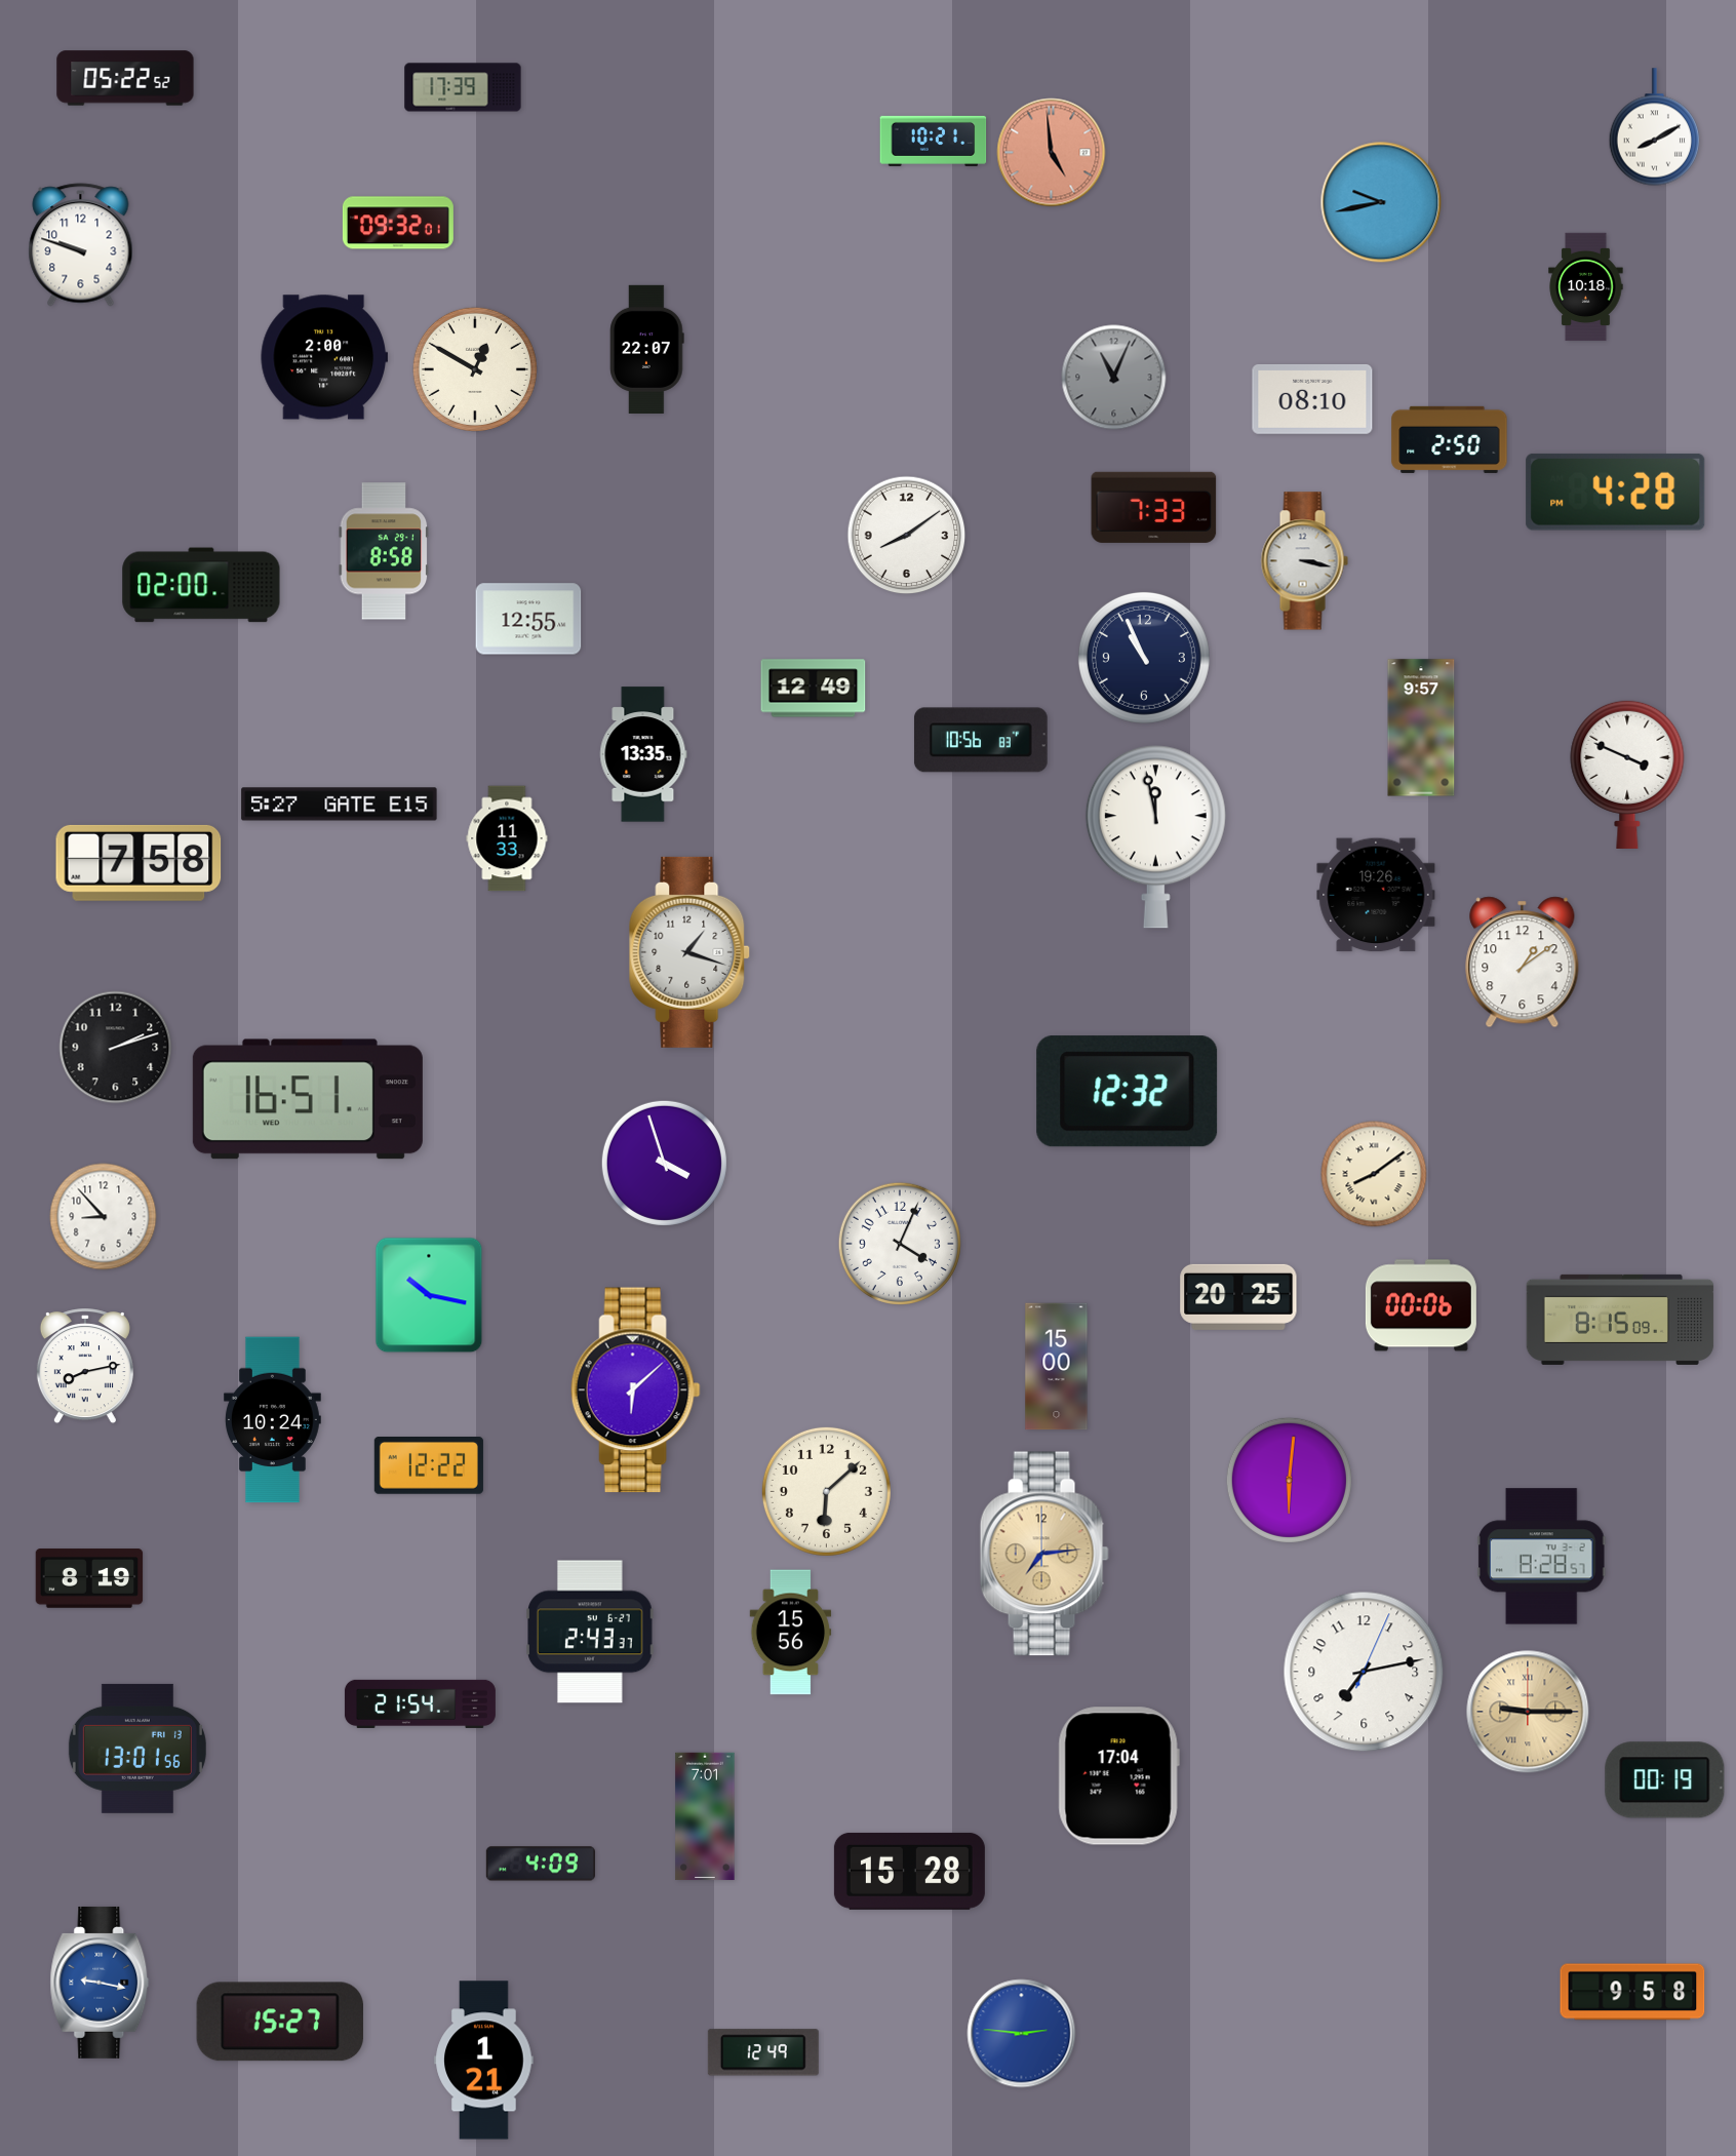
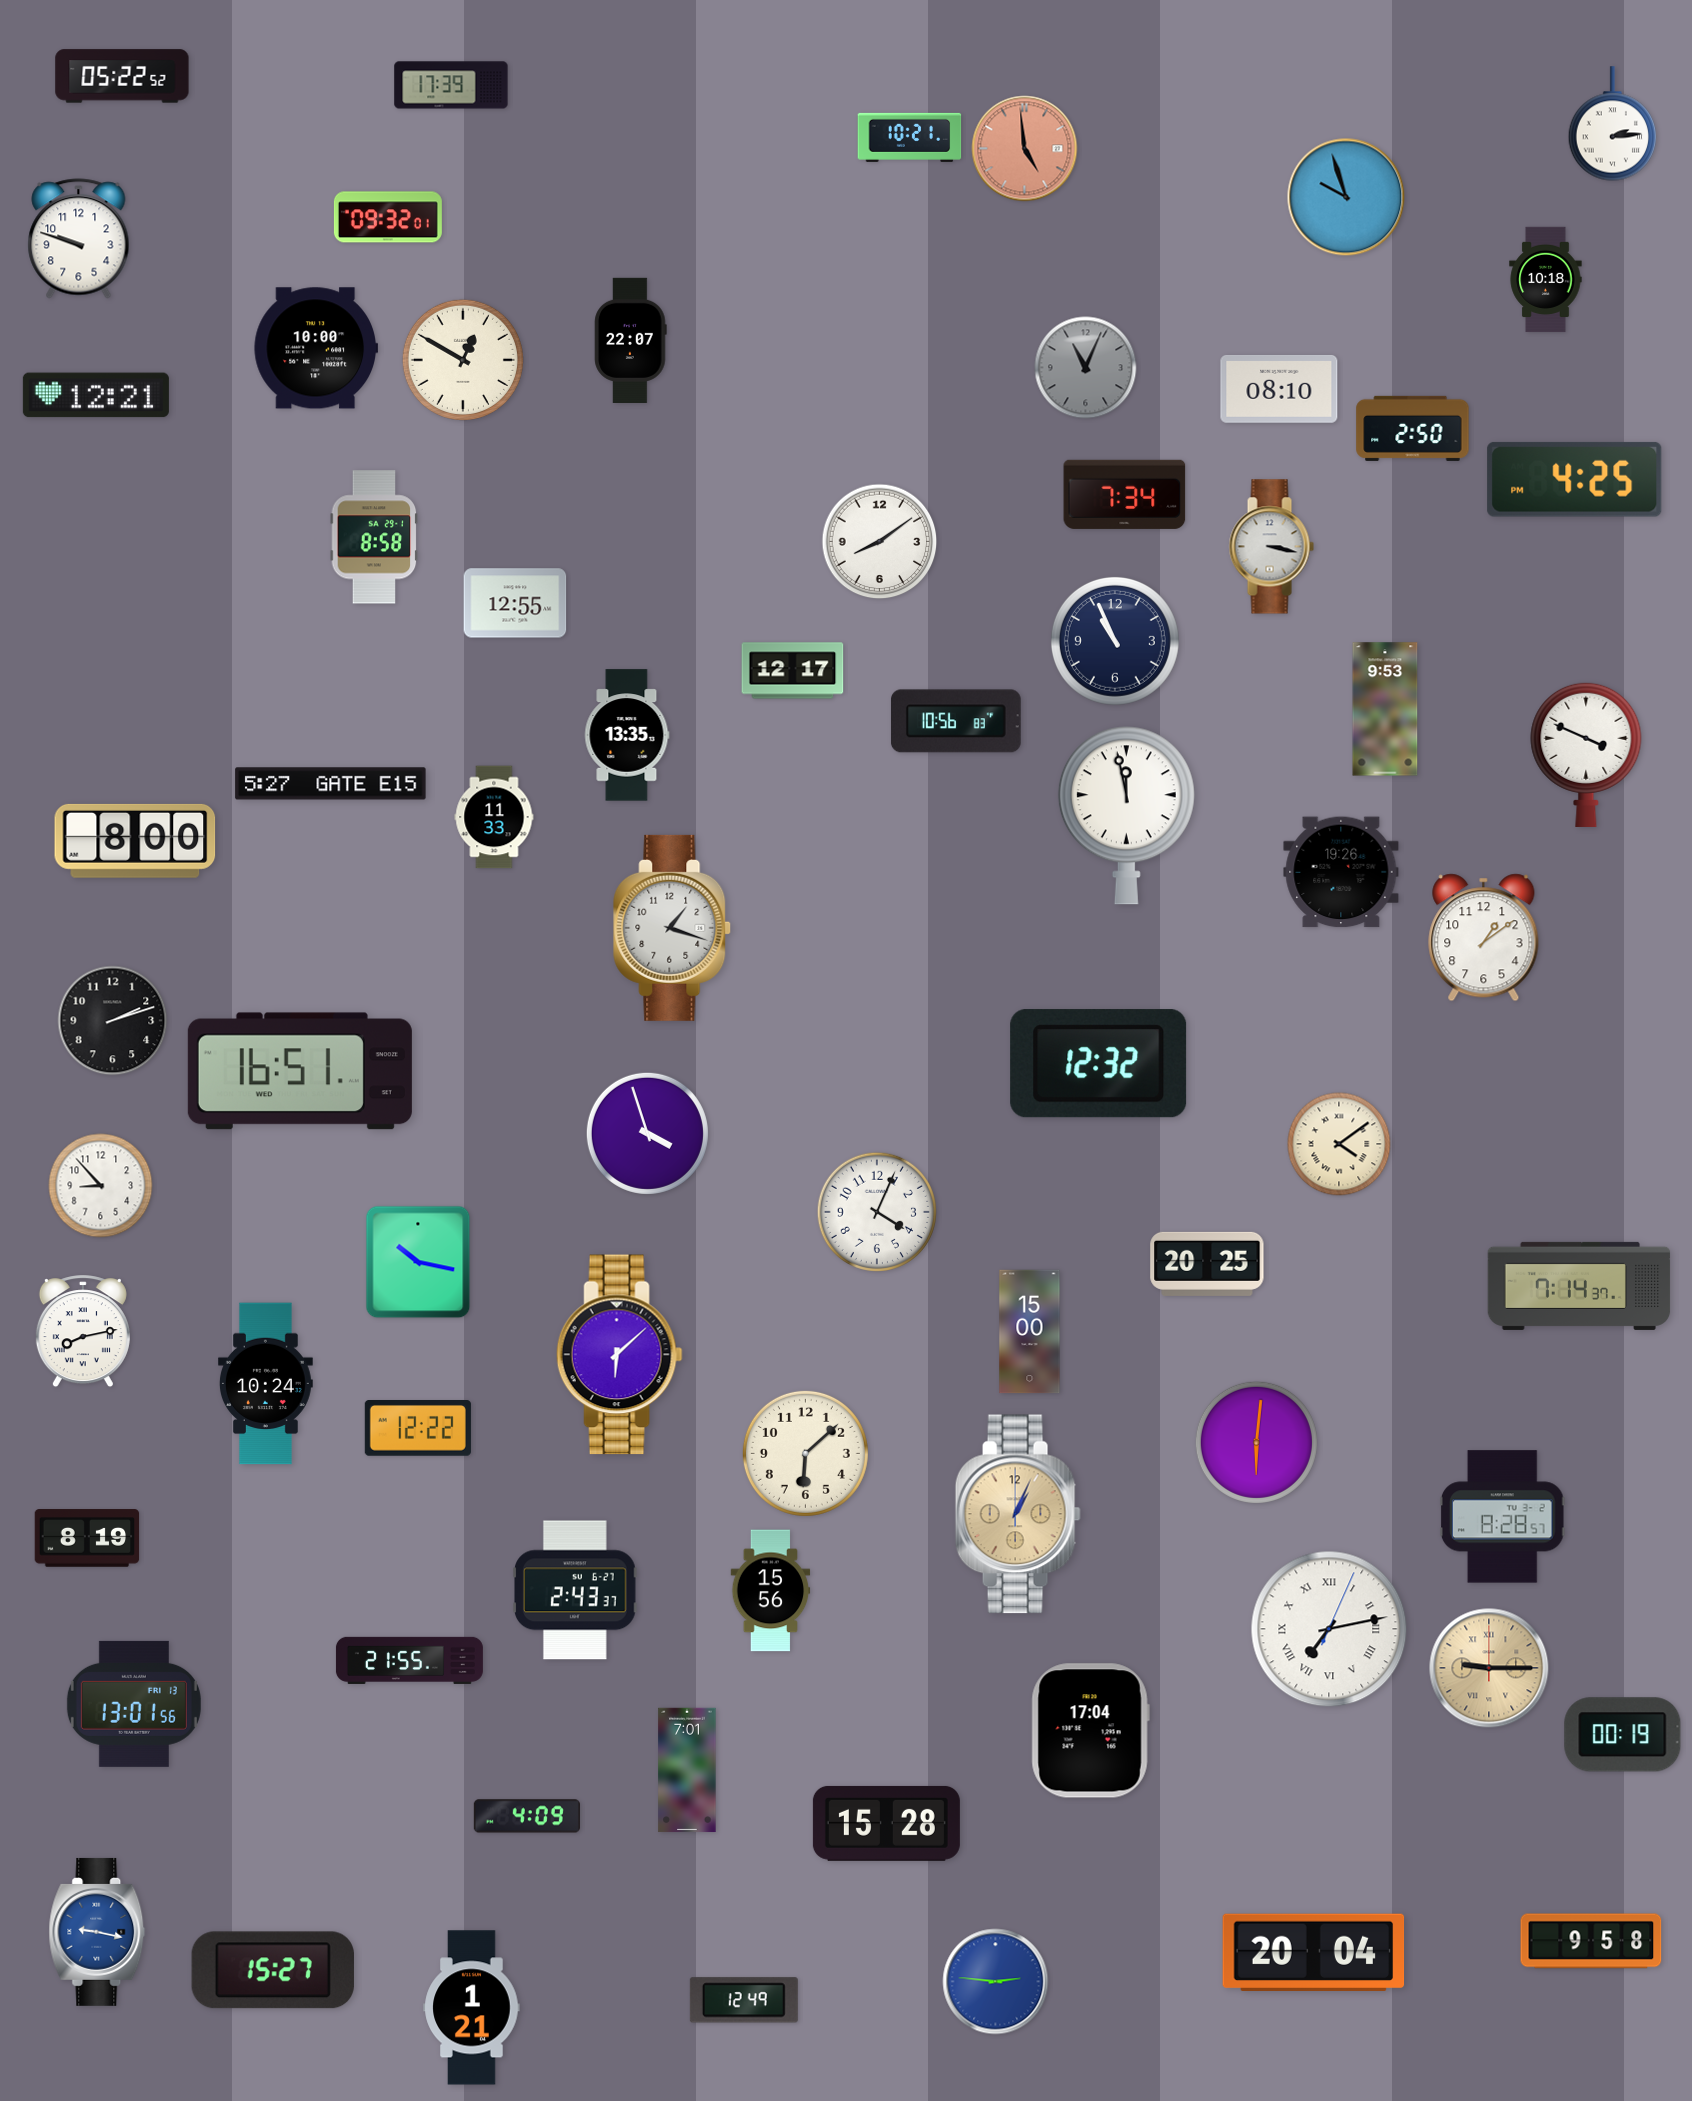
clock at (1655, 127): 8:10 -> 2:14
clock at (1381, 202): 9:43 -> 9:57
clock at (323, 357): 2:00 -> 10:00
clock at (96, 395): none -> 12:21
clock at (1616, 492): 4:28 -> 4:25
clock at (1154, 507): 7:33 -> 7:34
clock at (907, 536) position: (907, 536) -> (880, 542)
clock at (201, 585): 02:00 -> none
clock at (814, 689): 12:49 -> 12:17
clock at (1421, 728): 9:57 -> 9:53
clock at (139, 863): 7:58 -> 8:00
clock at (1374, 1174): 8:09 -> 4:09
clock at (1421, 1305): 00:06 -> none
clock at (1620, 1320): 8:15 -> 7:14
clock at (1044, 1554): 7:14 -> 1:04
clock at (1364, 1672) numerals: Arabic -> Roman
clock at (420, 1703): 21:54 -> 21:55
clock at (1314, 1952): none -> 20:04
